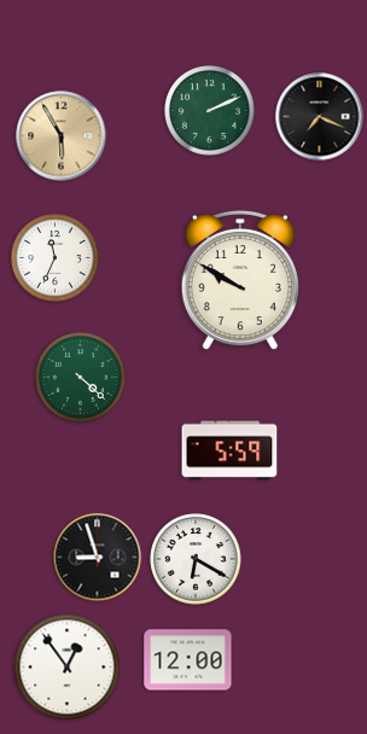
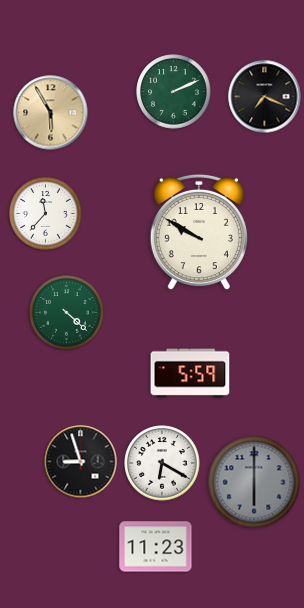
clock at (56, 258): 11:34 -> 11:37
clock at (254, 482): none -> 6:00
clock at (188, 660): 12:00 -> 11:23
clock at (68, 668): 12:54 -> none
